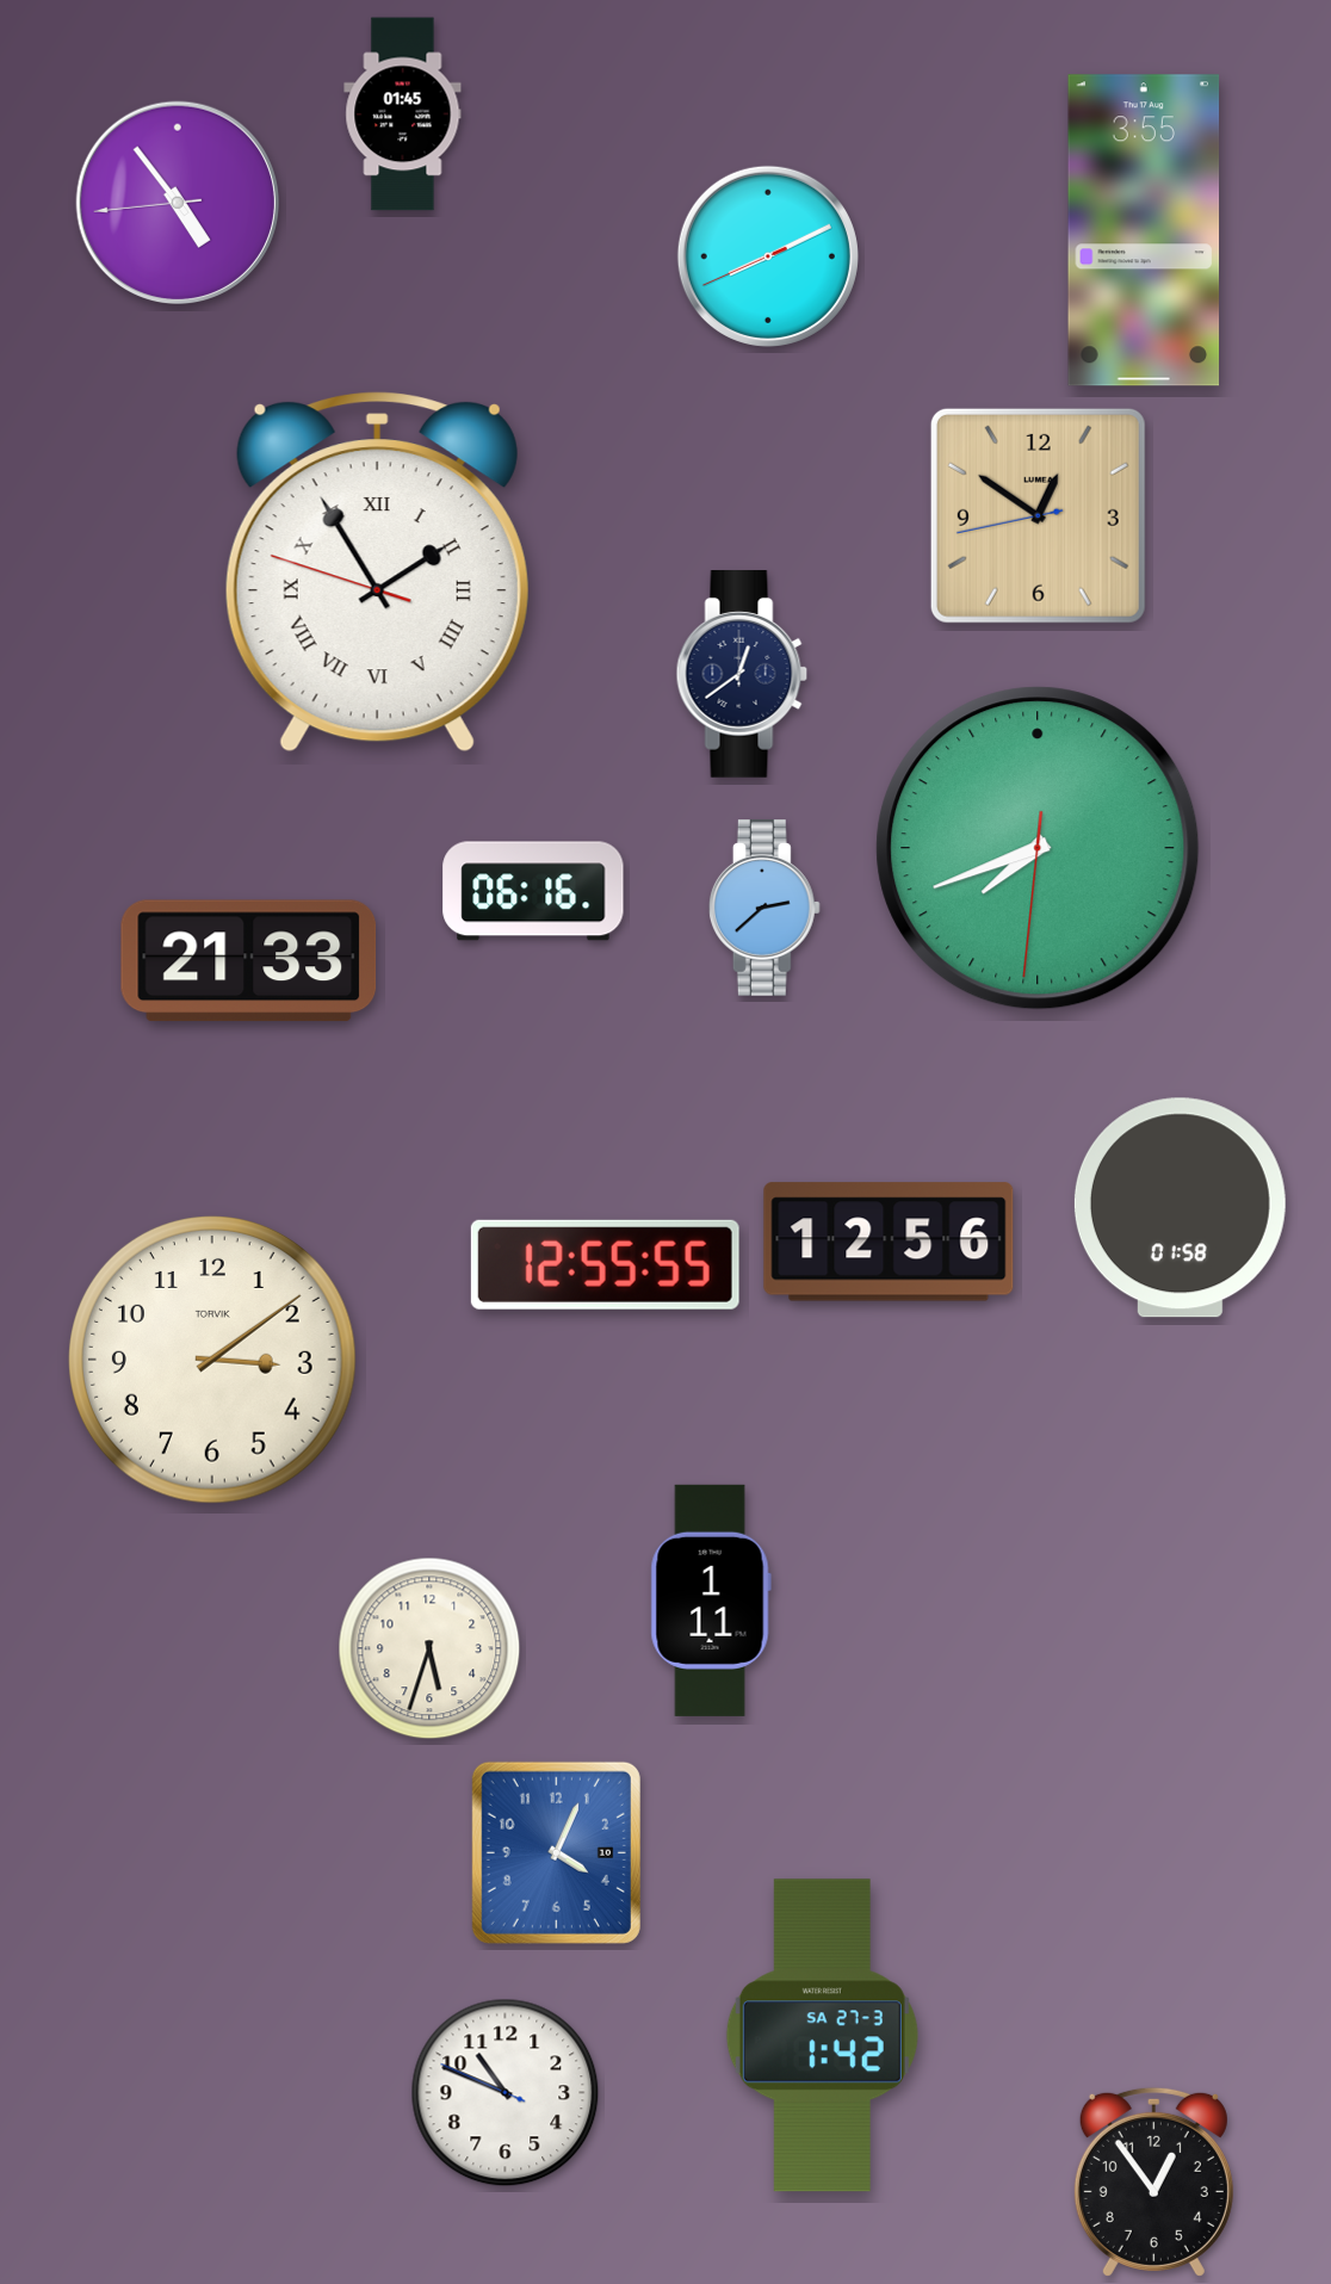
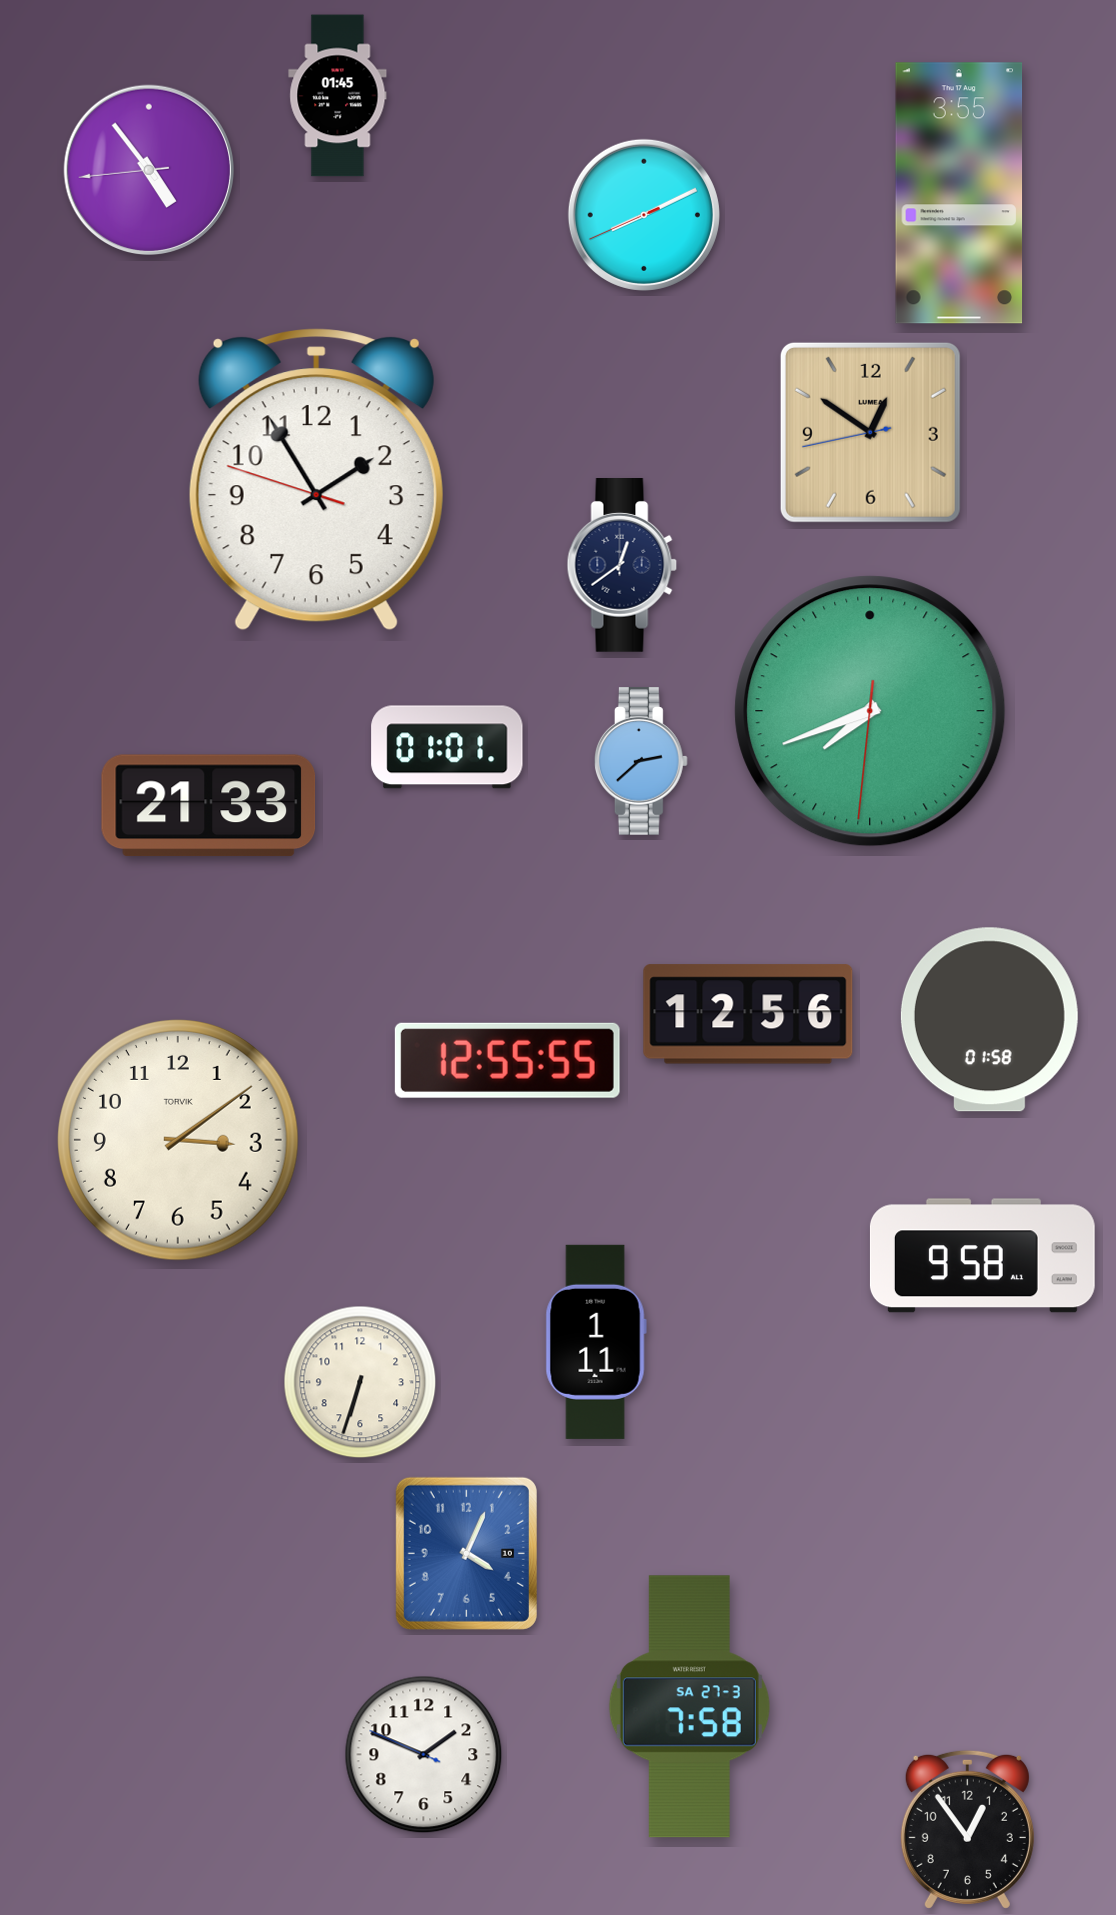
clock at (377, 572) numerals: Roman -> Arabic
clock at (533, 891): 06:16 -> 01:01
clock at (1180, 1208) position: (1180, 1208) -> (989, 1020)
clock at (889, 1242) position: (889, 1242) -> (748, 1014)
clock at (982, 1256): none -> 9:58
clock at (429, 1648): 5:33 -> 6:33
clock at (822, 2036): 1:42 -> 7:58
clock at (506, 2093): 10:48 -> 1:48
